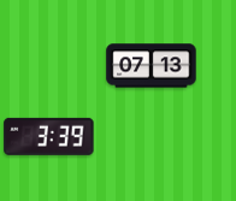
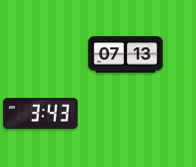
clock at (49, 136): 3:39 -> 3:43
